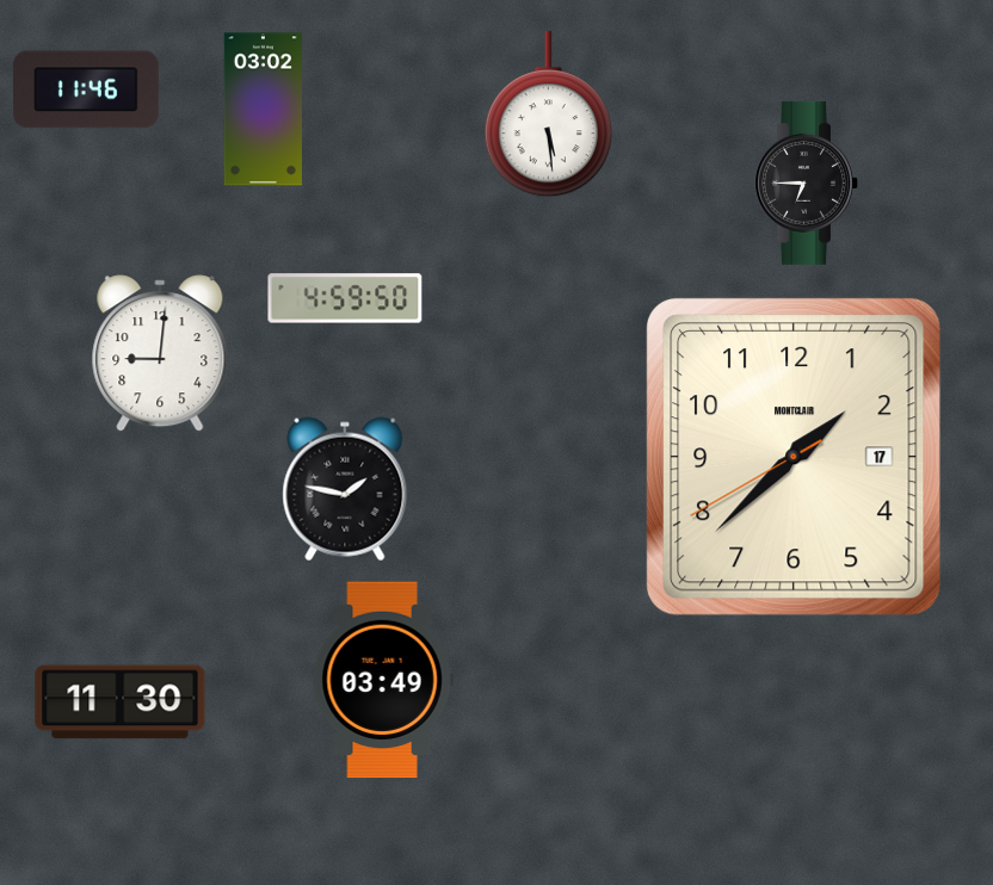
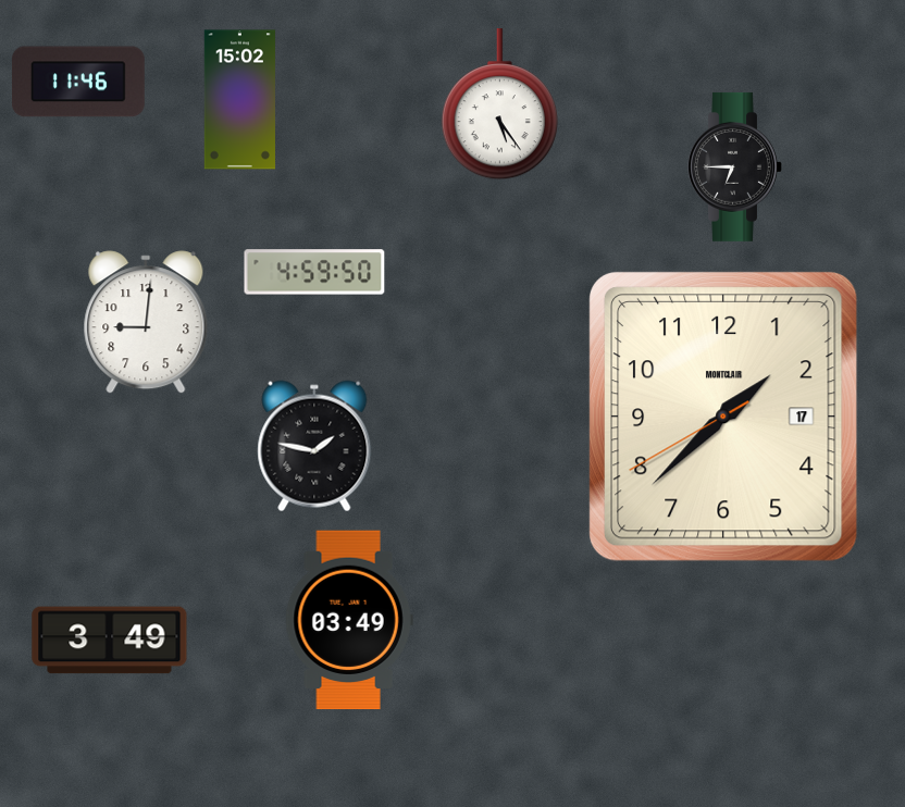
clock at (263, 110): 03:02 -> 15:02
clock at (548, 115): 5:29 -> 5:24
clock at (121, 703): 11:30 -> 3:49
